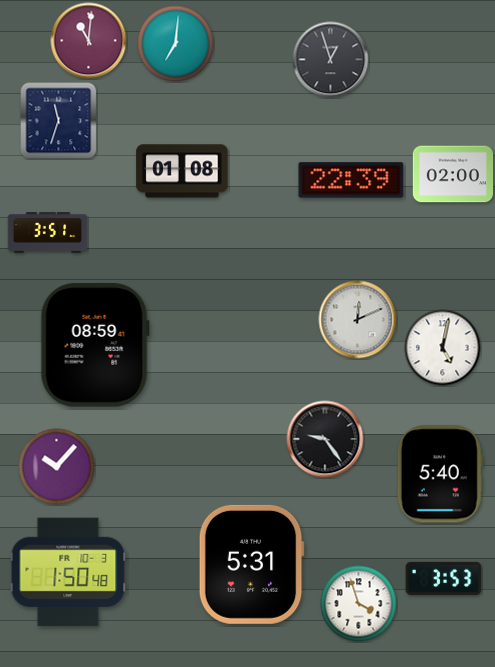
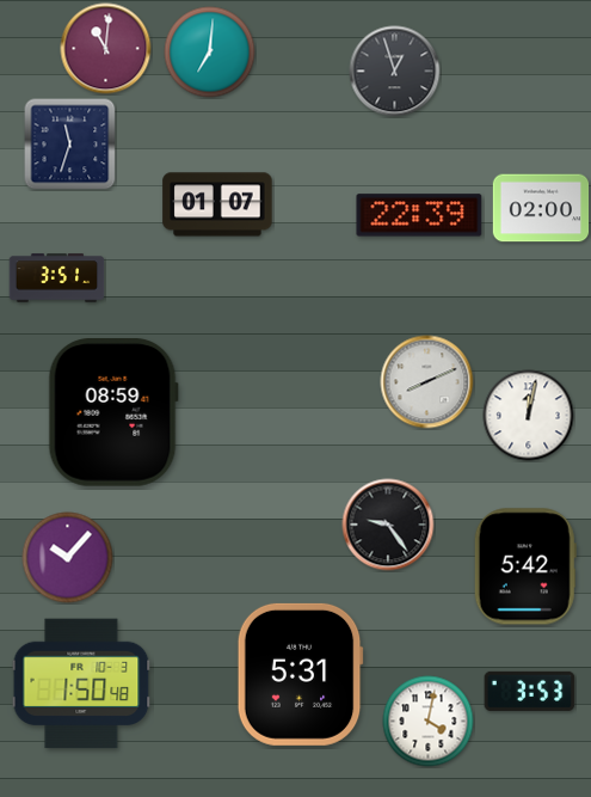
clock at (182, 171): 01:08 -> 01:07
clock at (358, 320): 12:11 -> 8:11
clock at (443, 348): 5:02 -> 12:02
clock at (440, 474): 5:40 -> 5:42
clock at (359, 604): 3:57 -> 4:02
